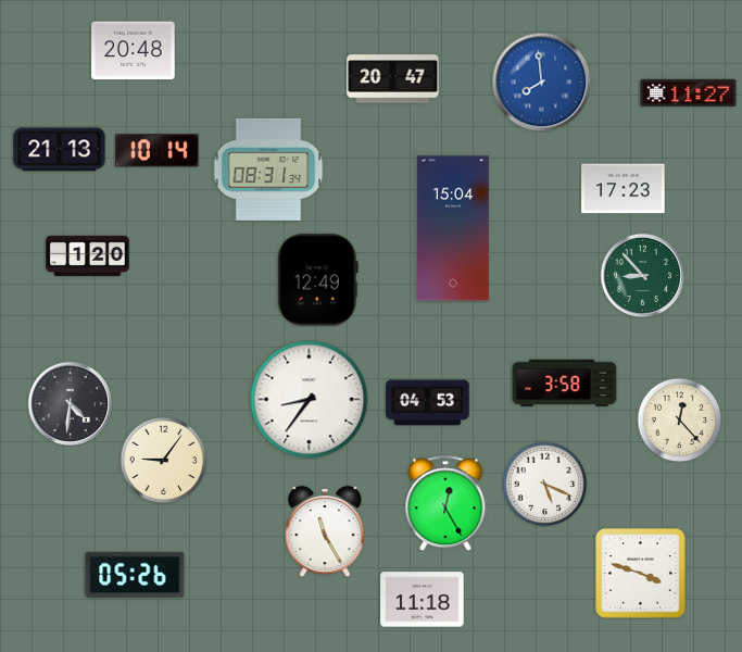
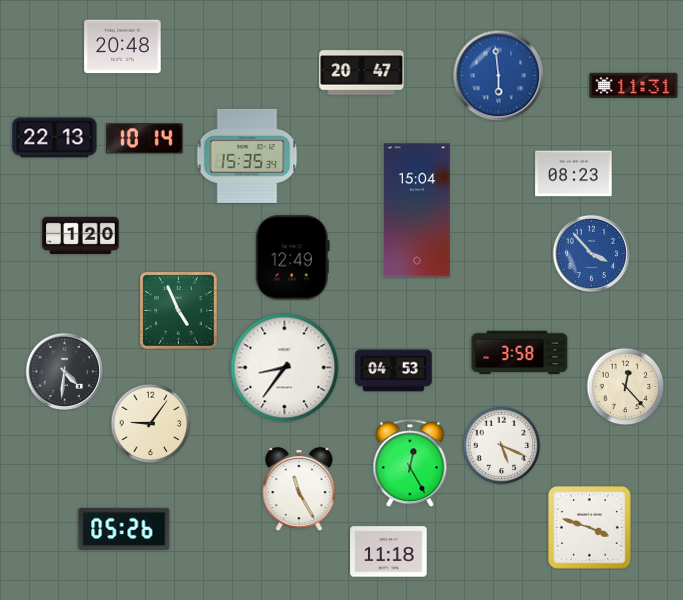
clock at (541, 81): 7:59 -> 5:59
clock at (689, 93): 11:27 -> 11:31
clock at (60, 150): 21:13 -> 22:13
clock at (268, 170): 08:31 -> 15:35
clock at (624, 189): 17:23 -> 08:23
clock at (642, 275): 8:53 -> 3:53
clock at (642, 275) dial: green -> blue
clock at (179, 311): none -> 4:56
